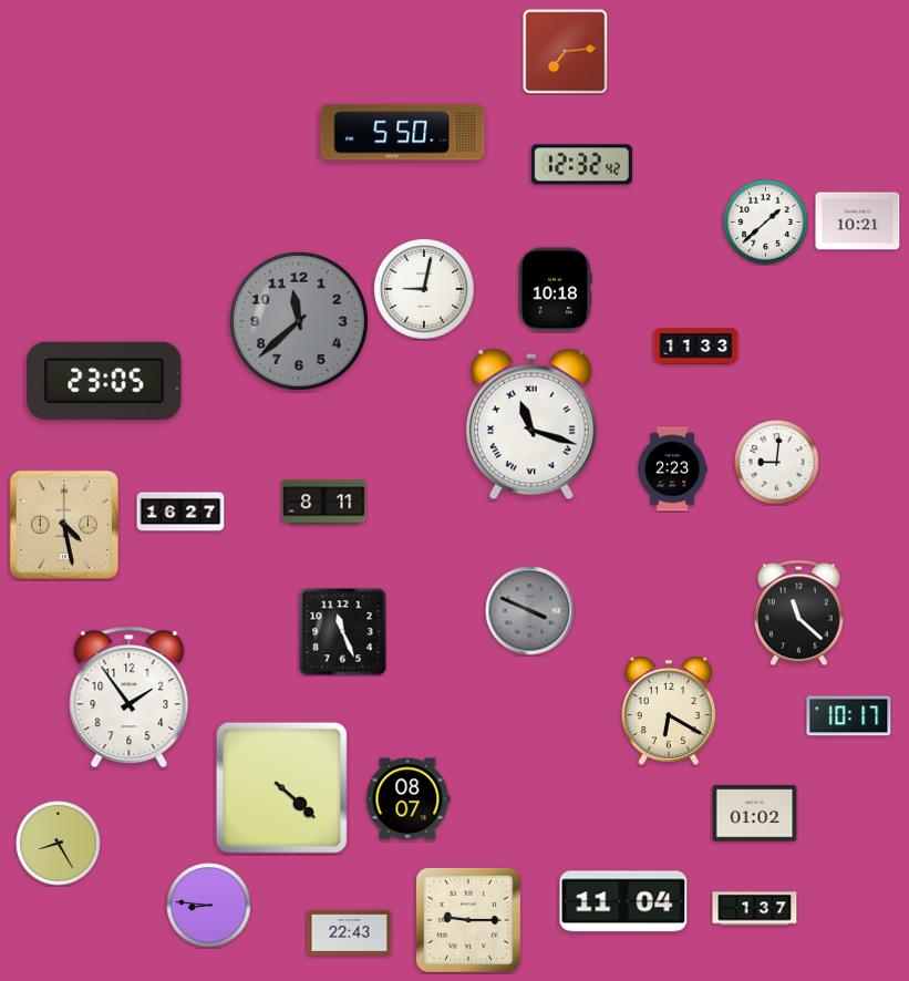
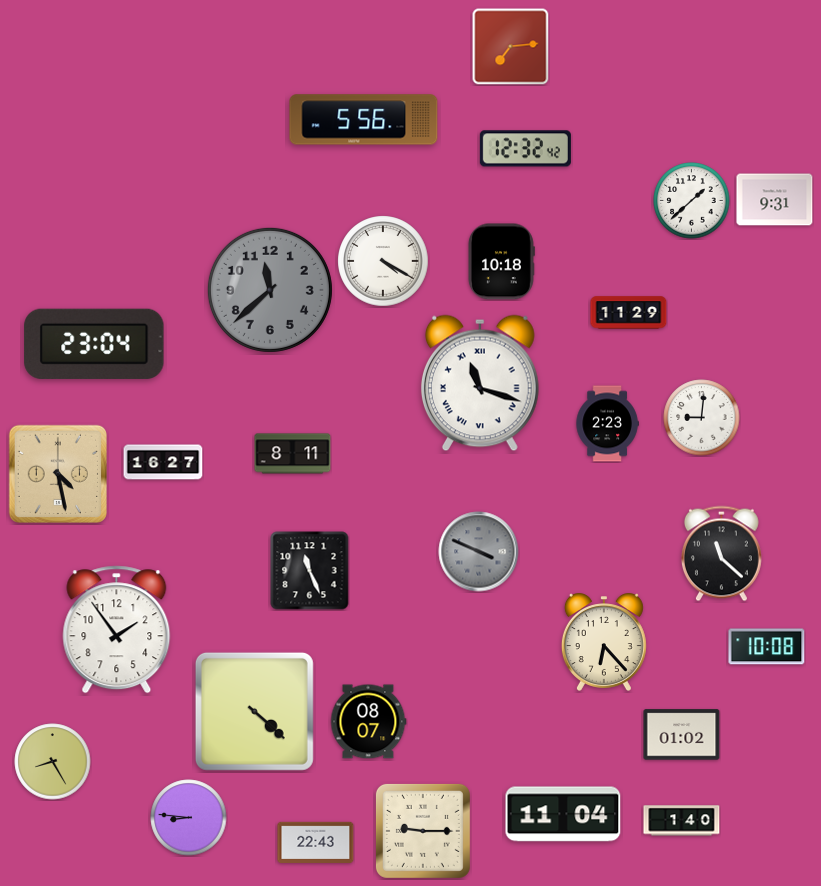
clock at (403, 133): 5:50 -> 5:56
clock at (858, 221): 10:21 -> 9:31
clock at (424, 289): 9:02 -> 4:20
clock at (696, 347): 11:33 -> 11:29
clock at (104, 381): 23:05 -> 23:04
clock at (669, 711): 6:20 -> 6:23
clock at (849, 716): 10:17 -> 10:08
clock at (755, 909): 1:37 -> 1:40
